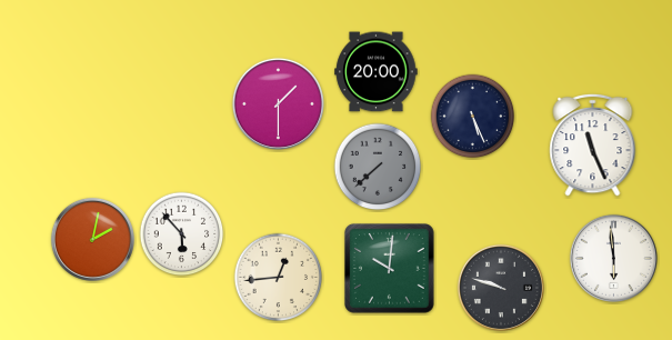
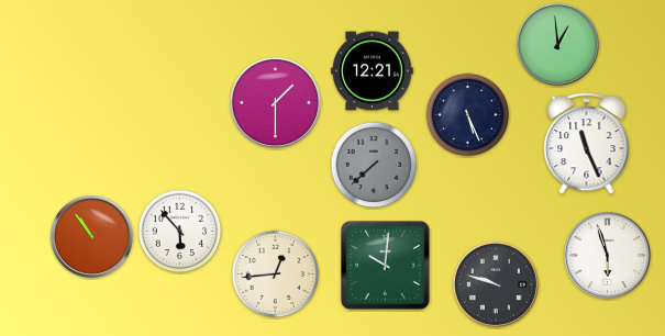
clock at (557, 44): none -> 12:59
clock at (377, 72): 20:00 -> 12:21
clock at (92, 239): 2:02 -> 10:54
clock at (613, 258): 5:59 -> 5:57
